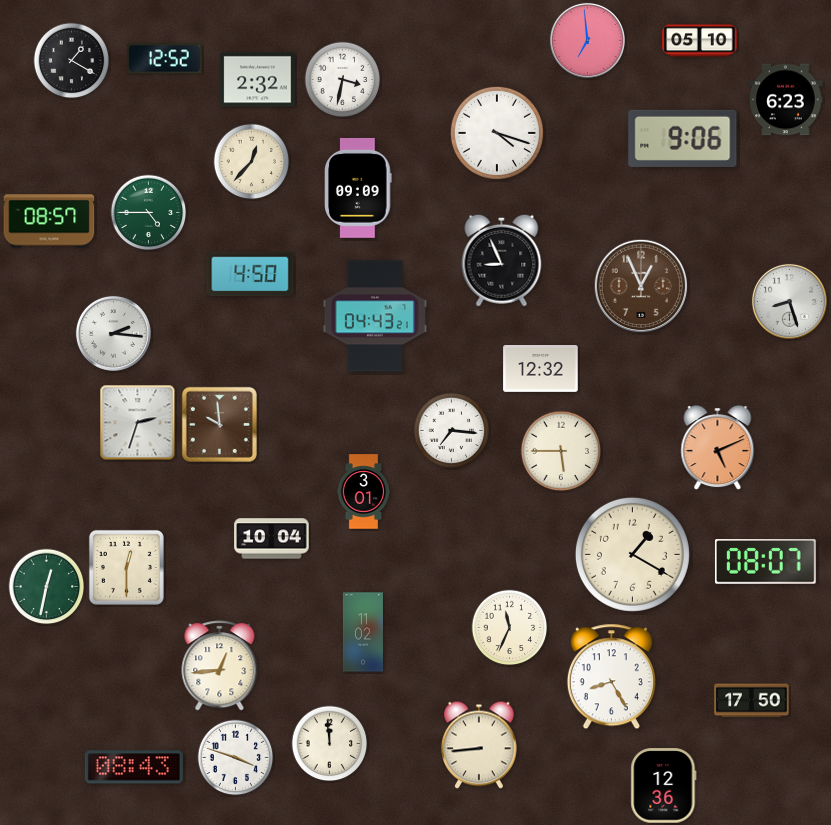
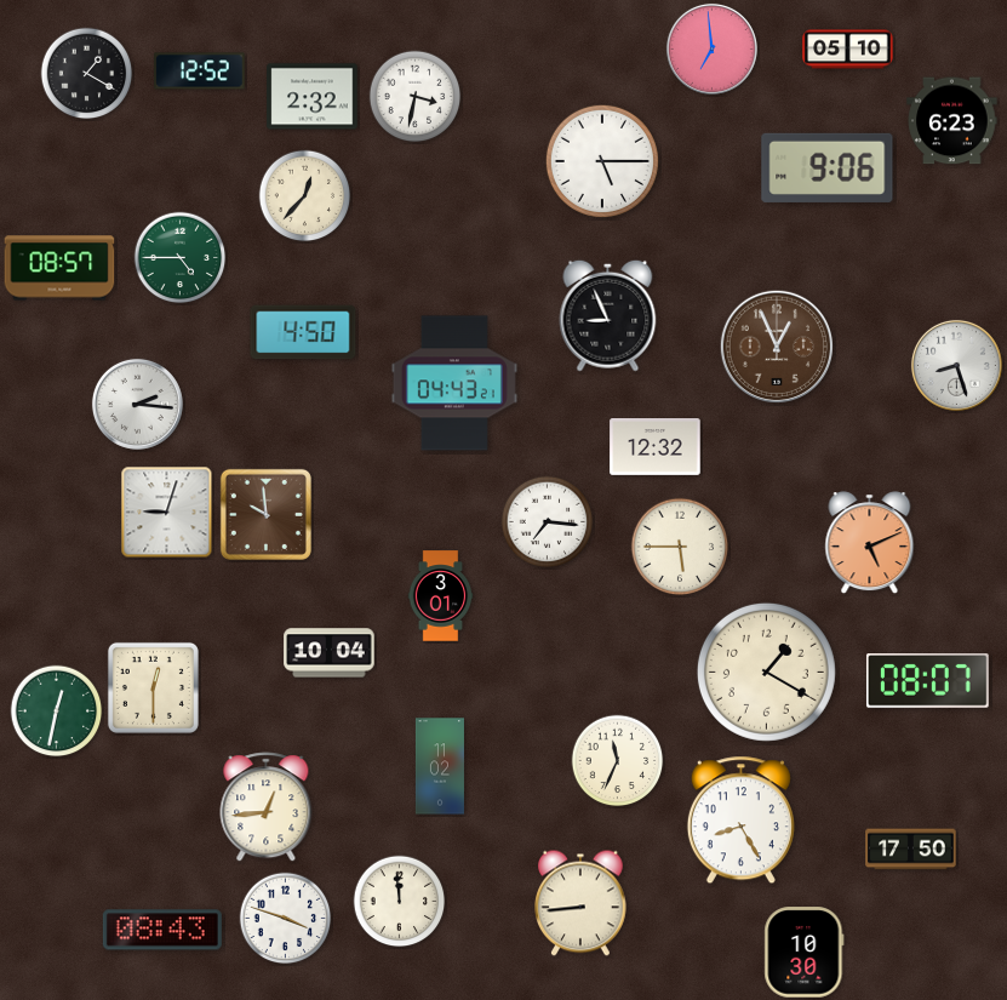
clock at (497, 133): 4:18 -> 5:15
clock at (358, 188): 09:09 -> none
clock at (138, 423): 2:33 -> 9:03
clock at (664, 786): 12:36 -> 10:30
